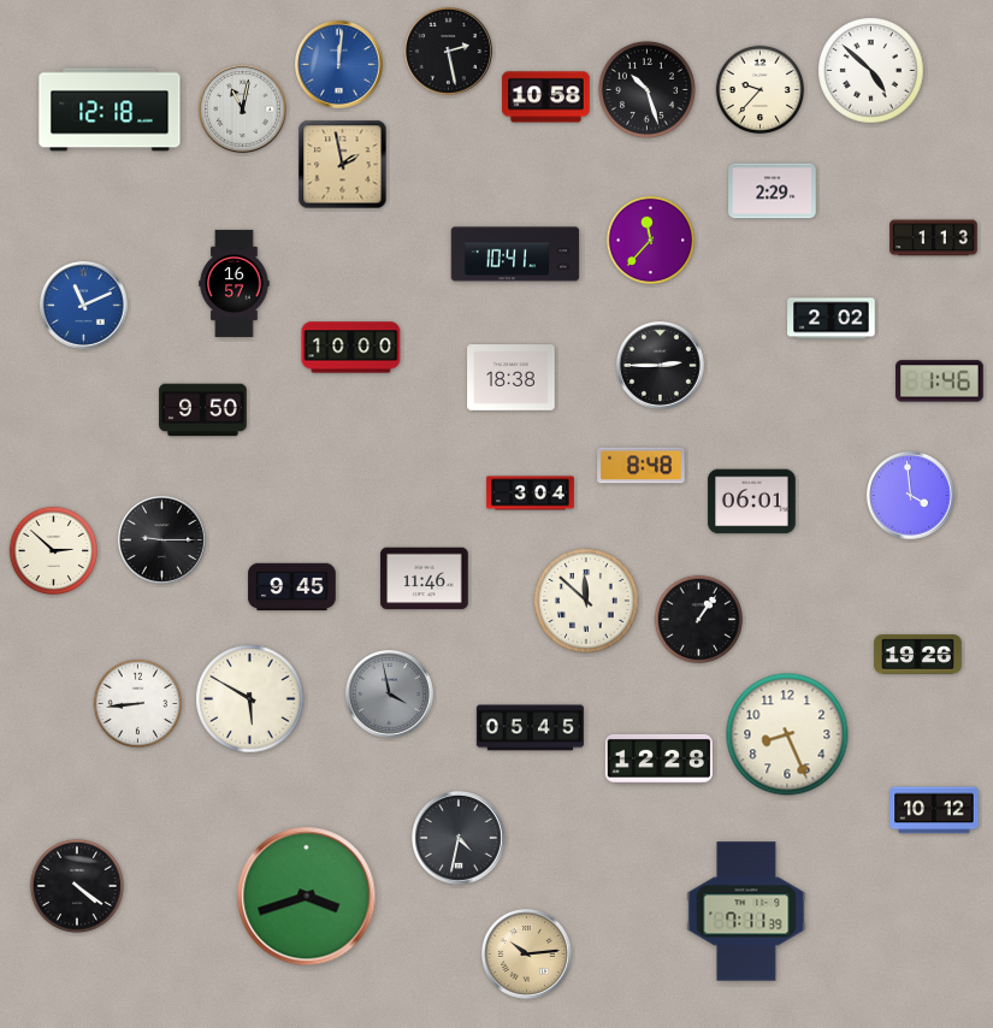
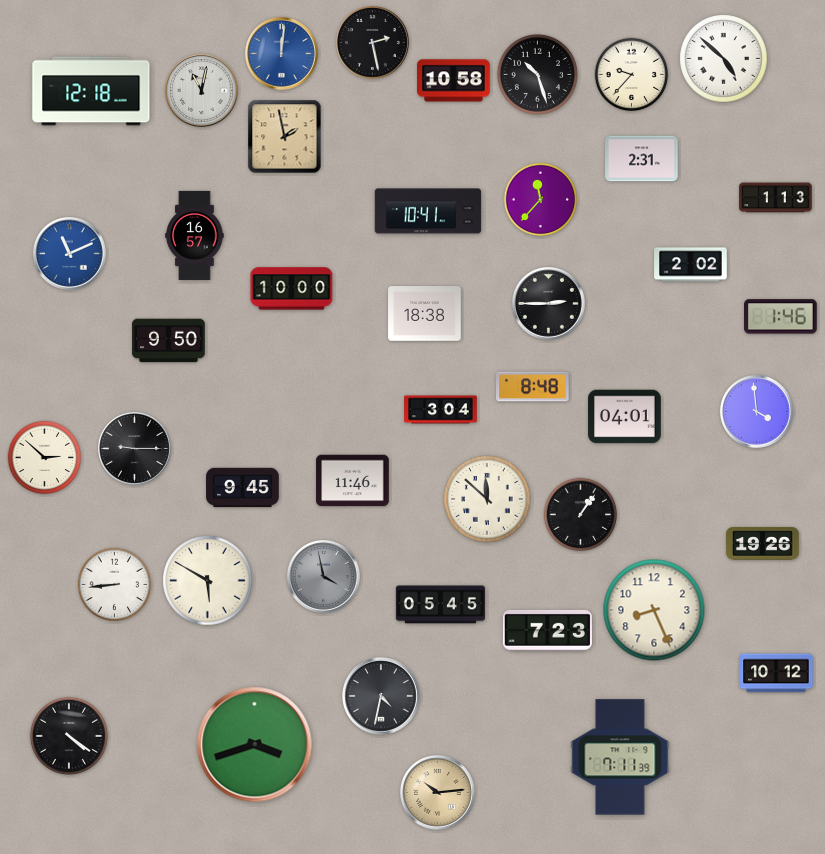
clock at (773, 191): 2:29 -> 2:31
clock at (752, 502): 06:01 -> 04:01
clock at (658, 758): 12:28 -> 7:23
clock at (77, 886) position: (77, 886) -> (69, 736)
